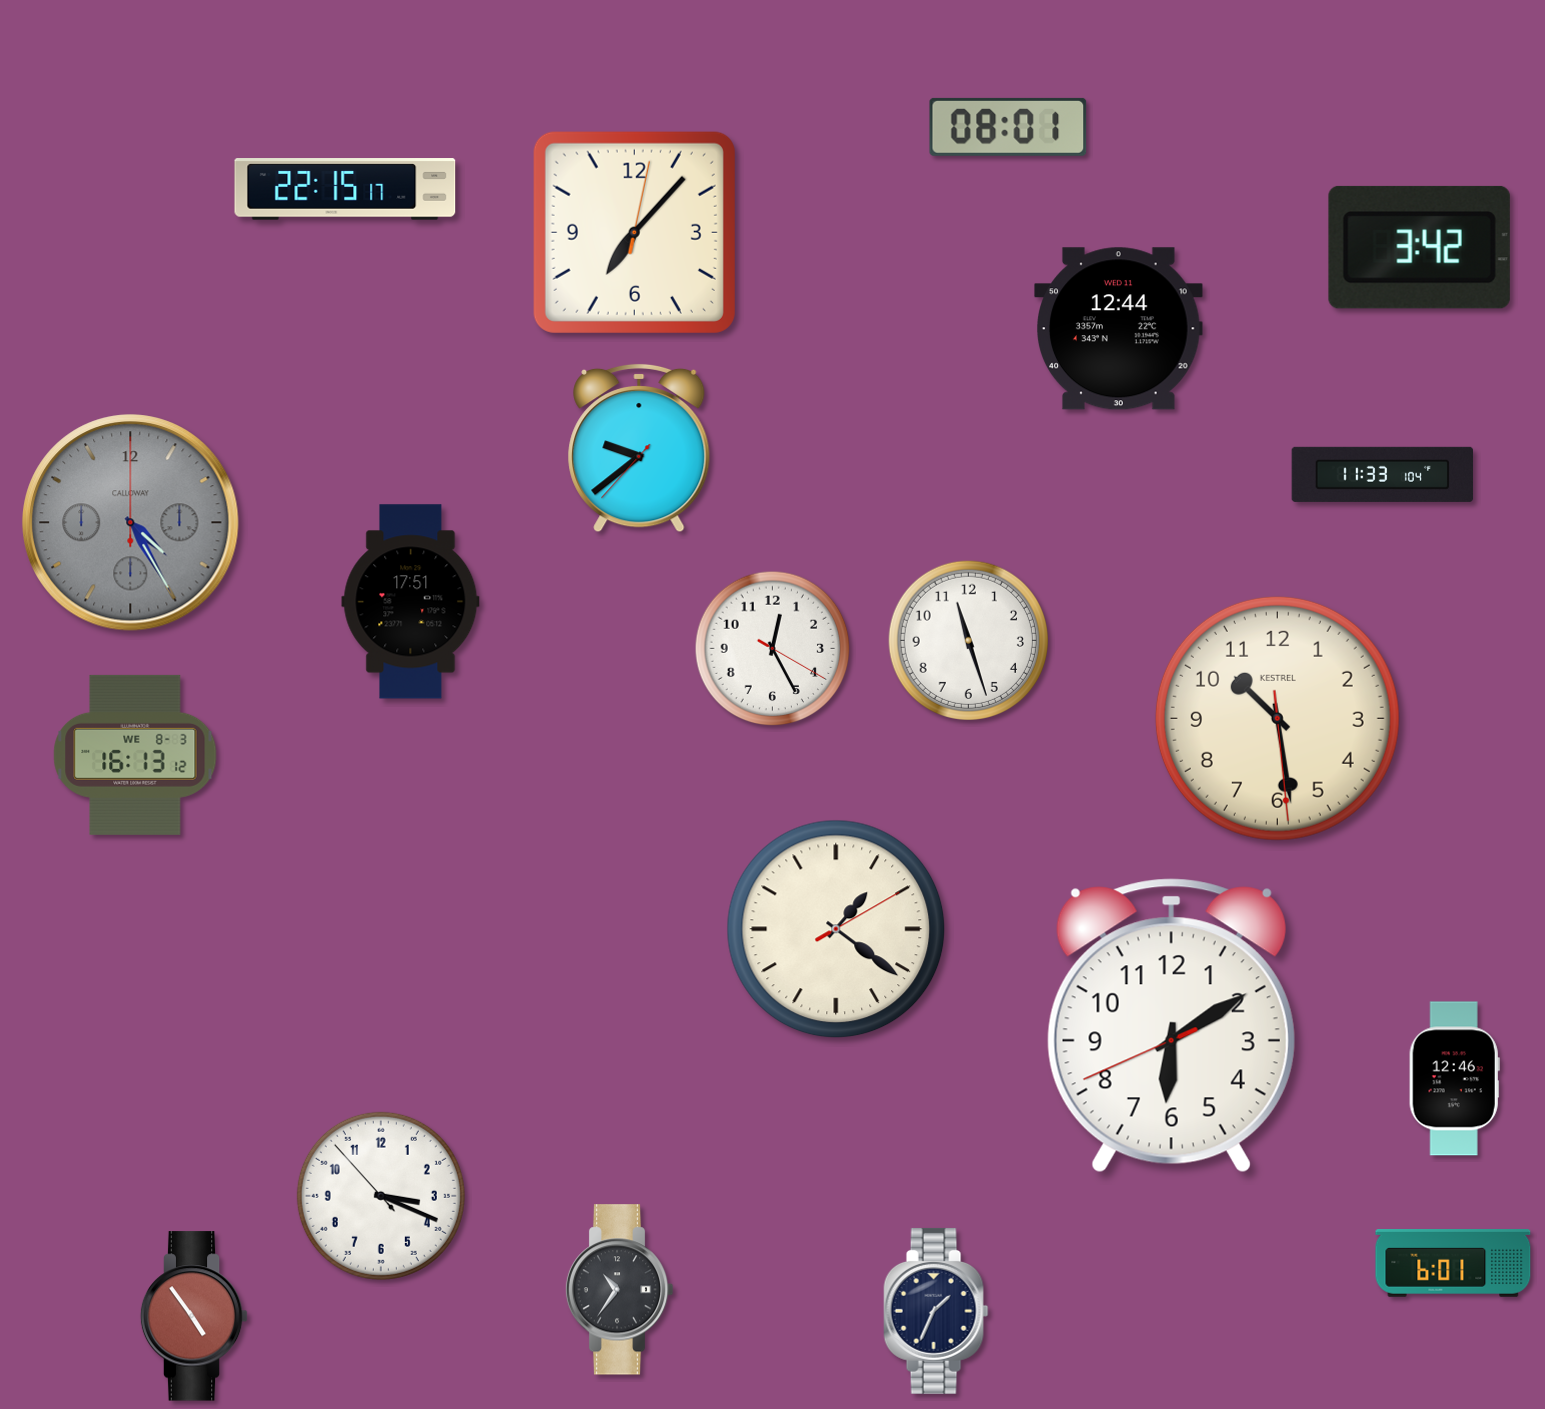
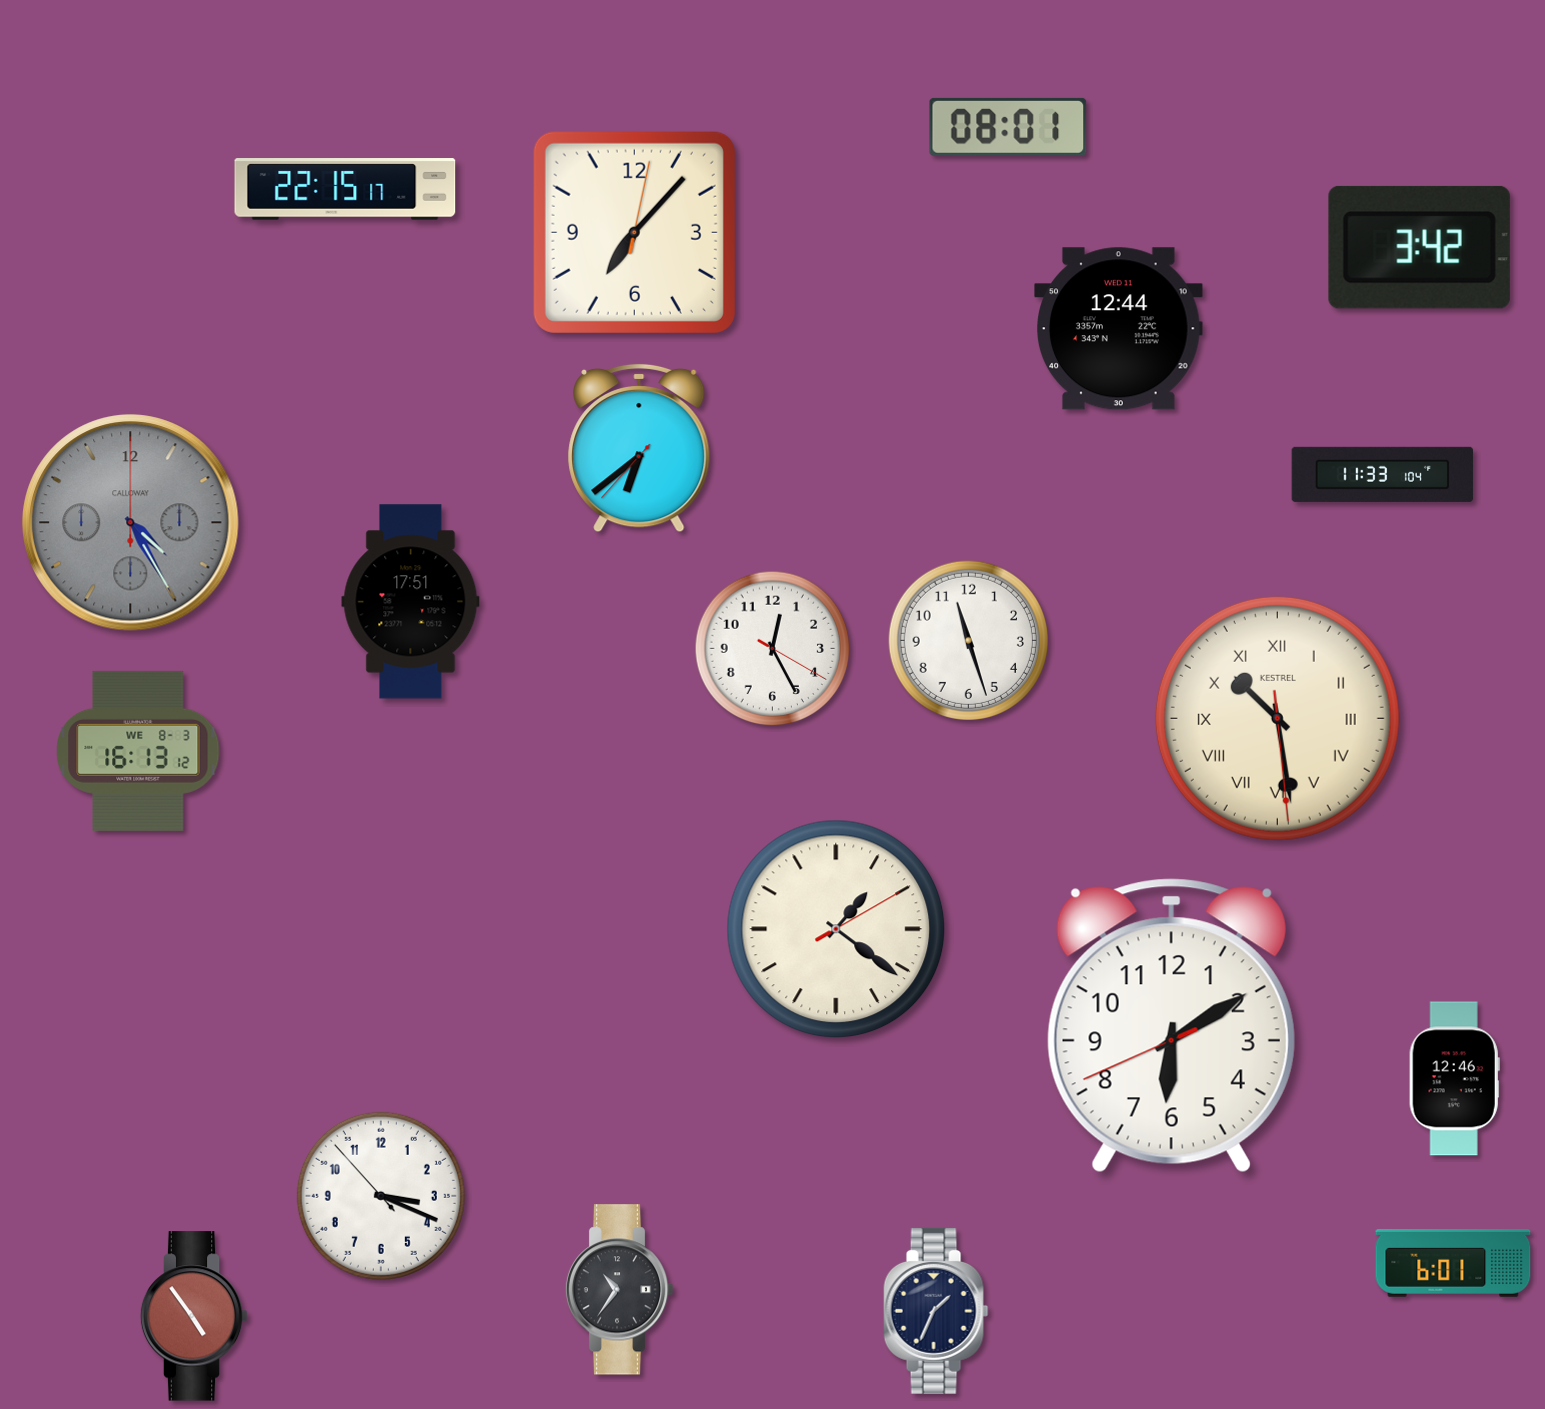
clock at (639, 448): 9:38 -> 6:38
clock at (1277, 718) numerals: Arabic -> Roman
clock at (135, 755) position: (135, 755) -> (138, 751)
